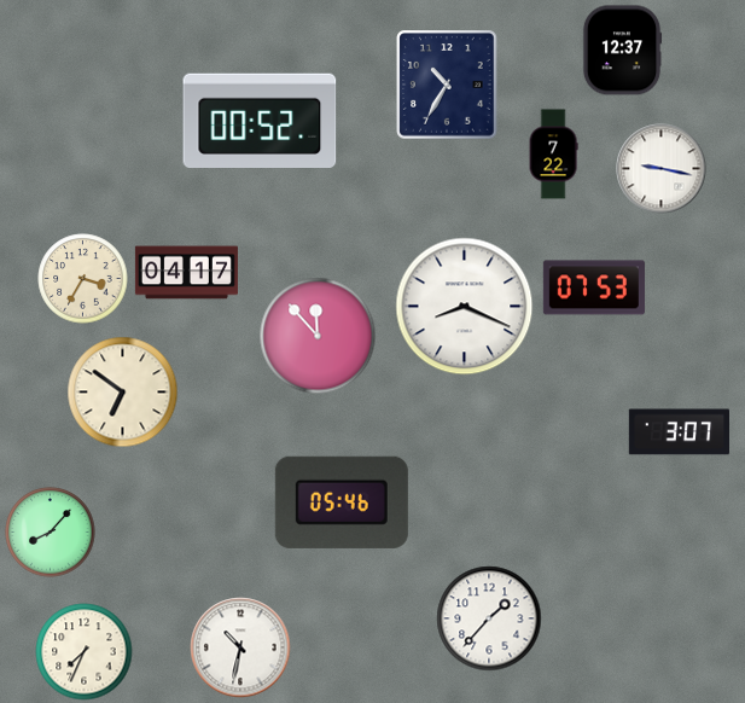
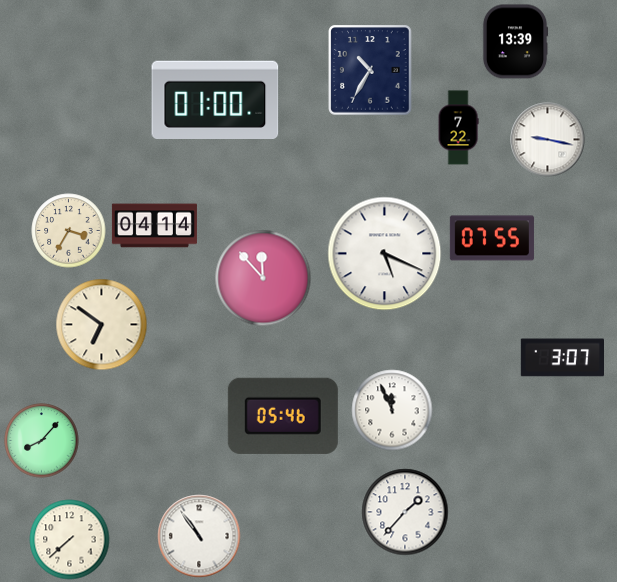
clock at (622, 51): 12:37 -> 13:39
clock at (260, 120): 00:52 -> 01:00
clock at (186, 273): 04:17 -> 04:14
clock at (594, 287): 07:53 -> 07:55
clock at (465, 307): 8:19 -> 5:19
clock at (392, 410): none -> 11:56
clock at (240, 647): 10:32 -> 10:54
clock at (85, 652): 7:34 -> 7:38
